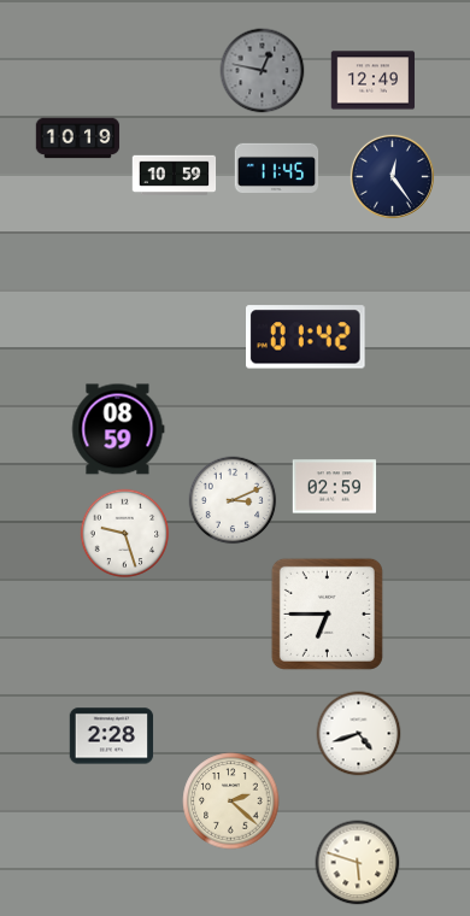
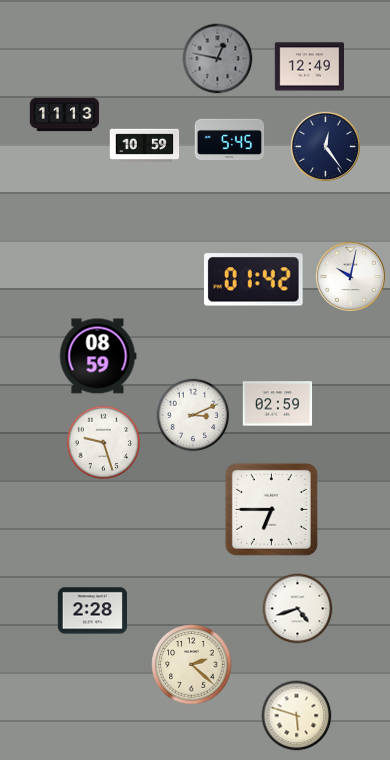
clock at (78, 139): 10:19 -> 11:13
clock at (277, 168): 11:45 -> 5:45
clock at (350, 276): none -> 10:02
